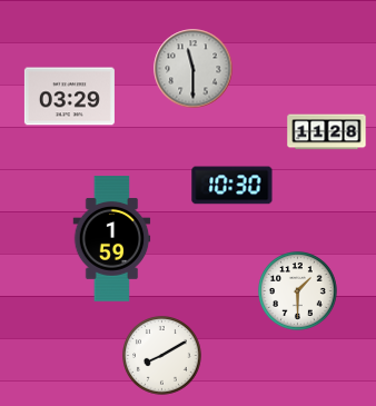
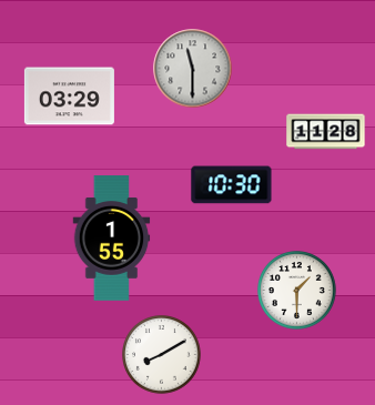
clock at (112, 239): 1:59 -> 1:55
